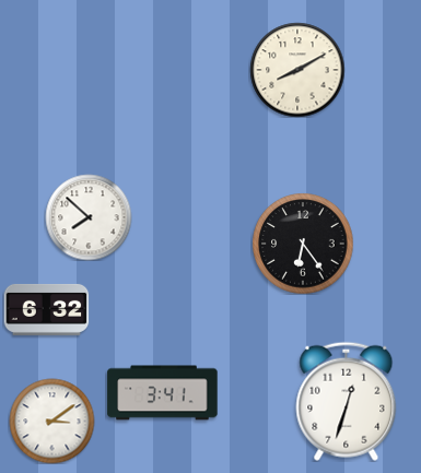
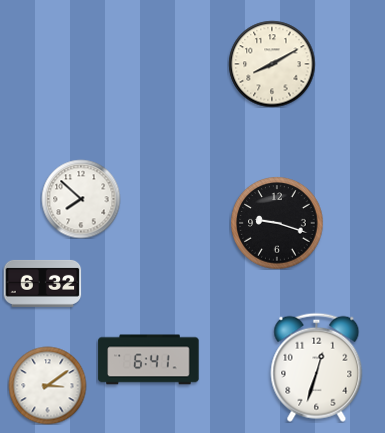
clock at (303, 244): 6:24 -> 9:18
clock at (163, 393): 3:41 -> 6:41
